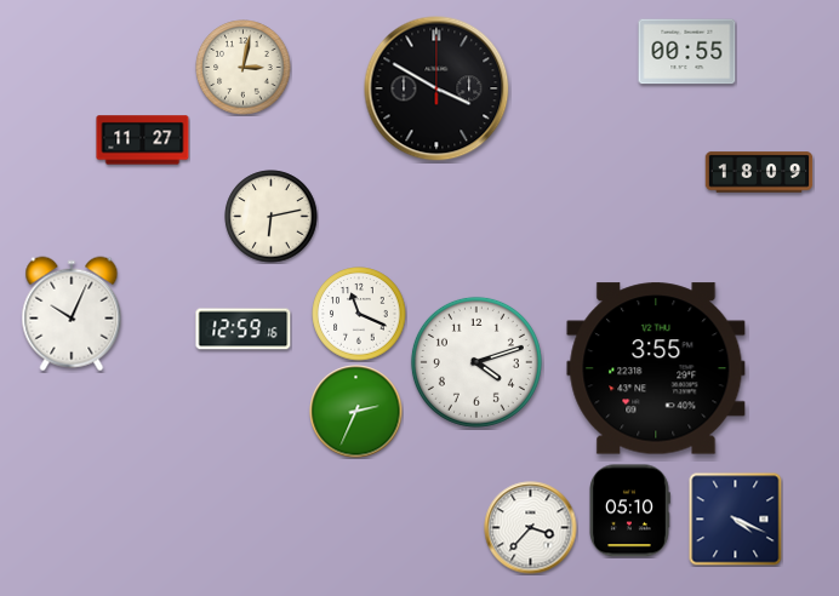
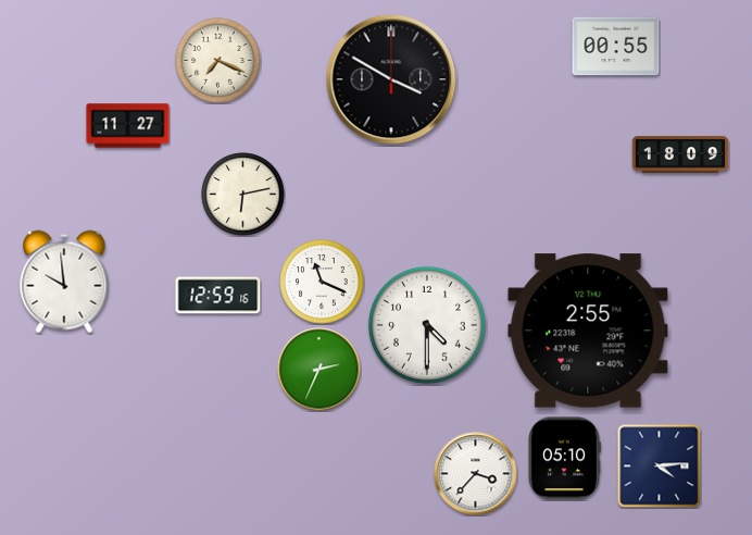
clock at (244, 68): 3:02 -> 7:19
clock at (72, 314): 10:04 -> 9:59
clock at (476, 362): 4:12 -> 4:30
clock at (656, 368): 3:55 -> 2:55
clock at (736, 520): 4:19 -> 4:14
